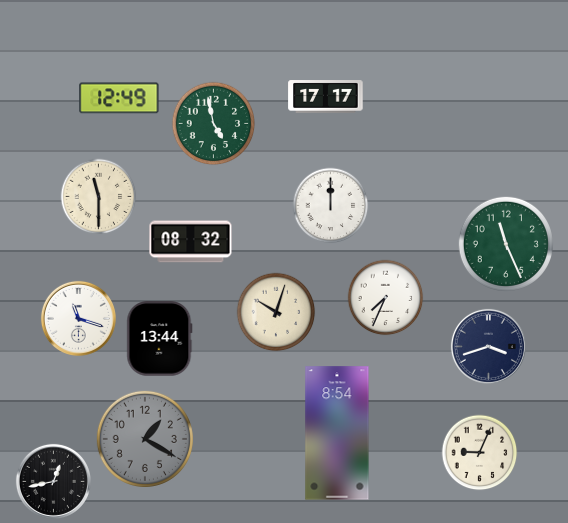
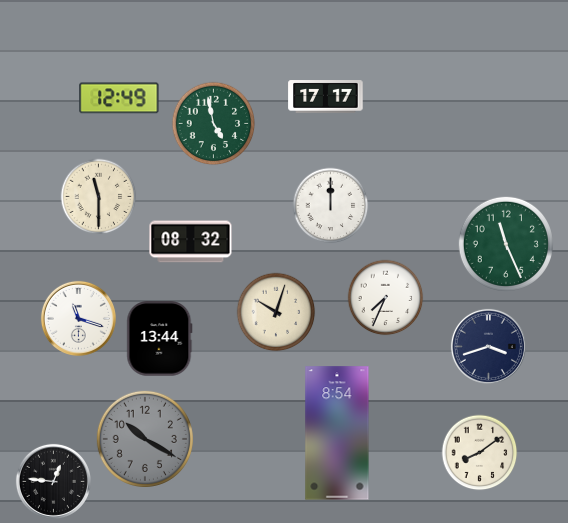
clock at (145, 439): 1:20 -> 10:20
clock at (480, 453): 9:04 -> 8:09
clock at (53, 481): 12:43 -> 12:46
